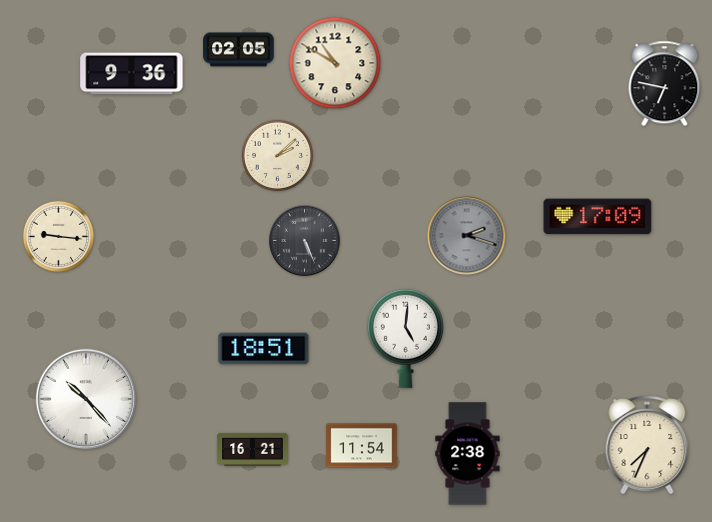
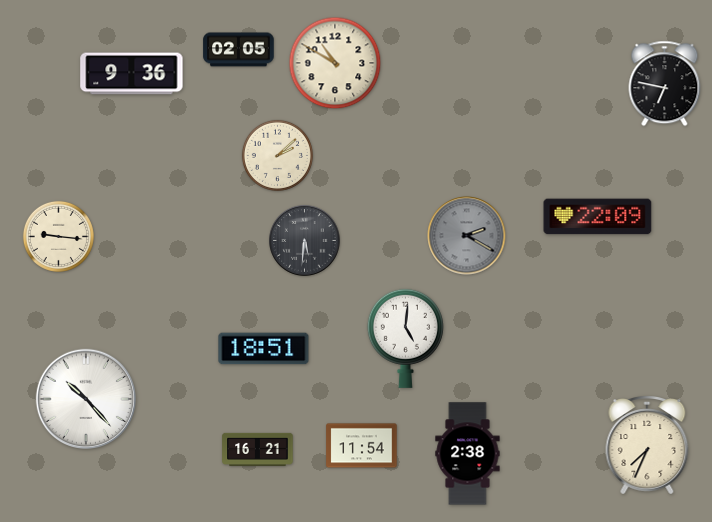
clock at (598, 217): 17:09 -> 22:09
clock at (467, 236): 2:18 -> 2:20
clock at (305, 241): 5:26 -> 5:31
clock at (253, 449) position: (253, 449) -> (258, 449)
